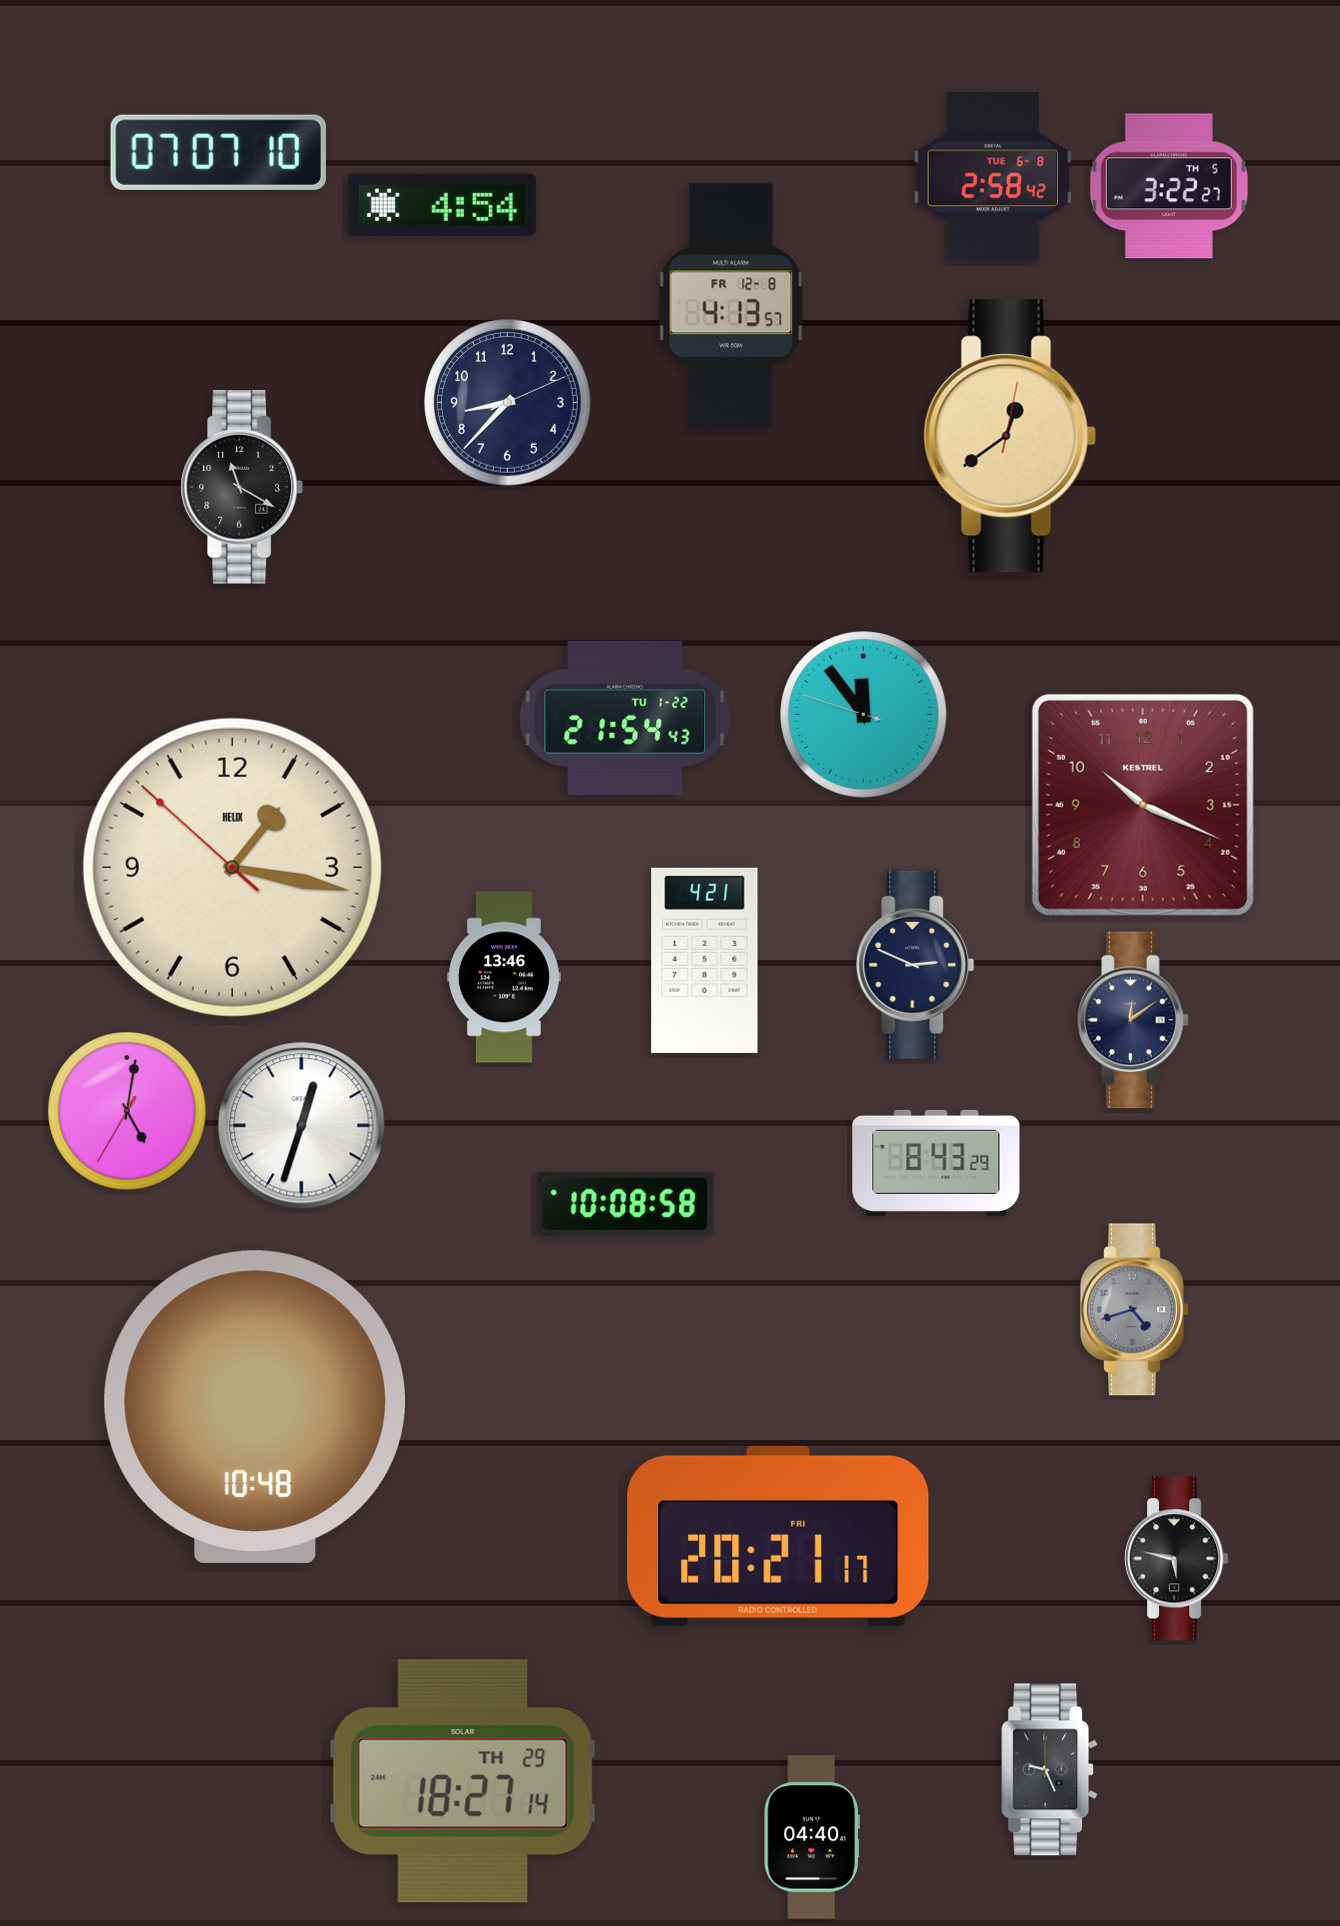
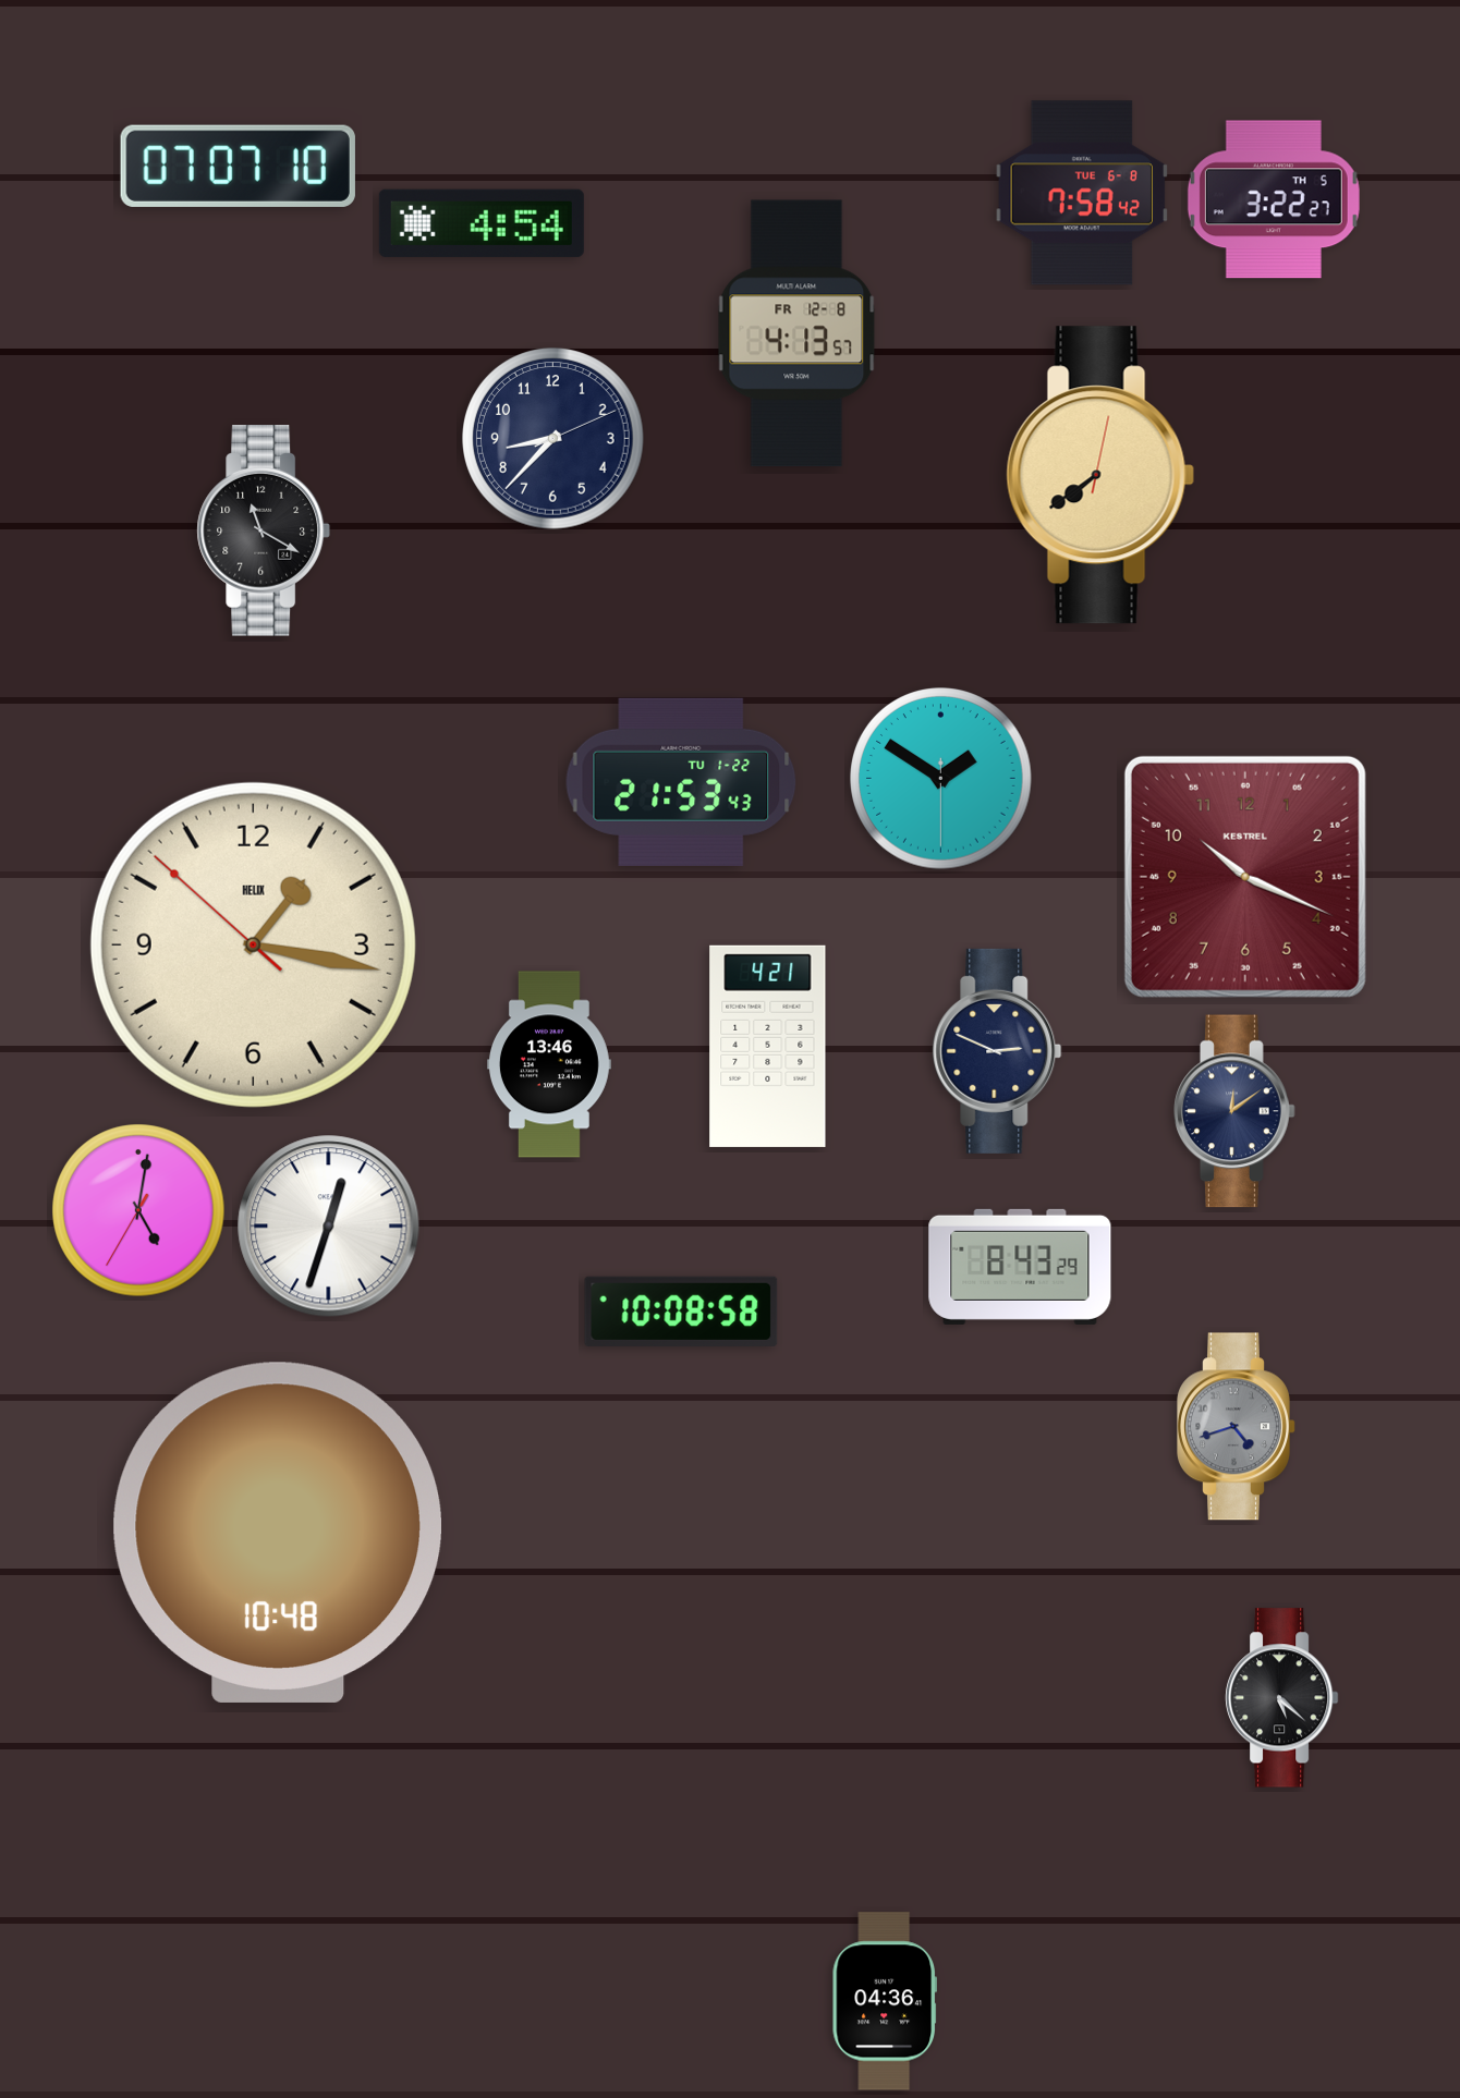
clock at (993, 177): 2:58 -> 7:58
clock at (1169, 186) position: (1169, 186) -> (1274, 199)
clock at (1010, 436): 12:39 -> 7:39
clock at (864, 715): 11:53 -> 1:50
clock at (625, 718): 21:54 -> 21:53
clock at (778, 1536): 20:21 -> none
clock at (1176, 1559): 5:47 -> 5:22
clock at (1050, 1770): 9:26 -> none
clock at (463, 1781): 18:27 -> none
clock at (811, 1837): 04:40 -> 04:36
